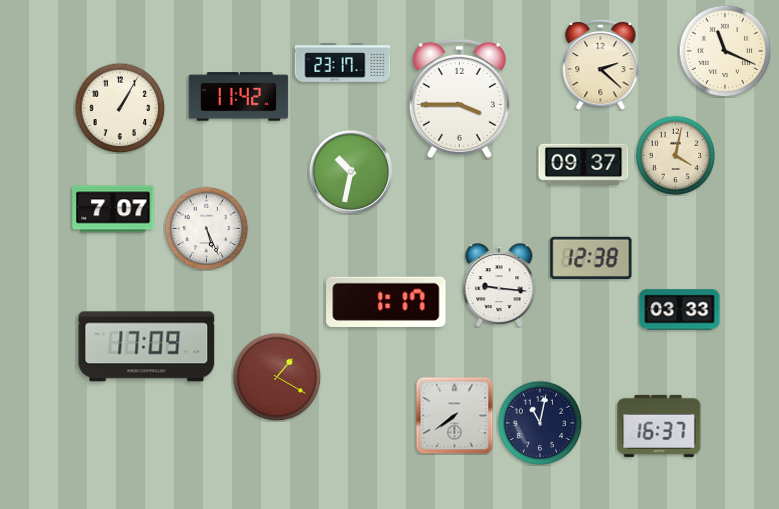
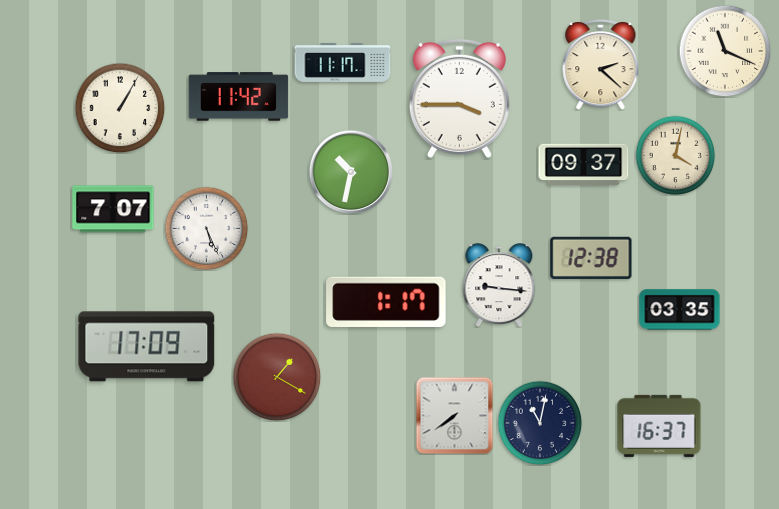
clock at (343, 62): 23:17 -> 11:17
clock at (680, 310): 03:33 -> 03:35
